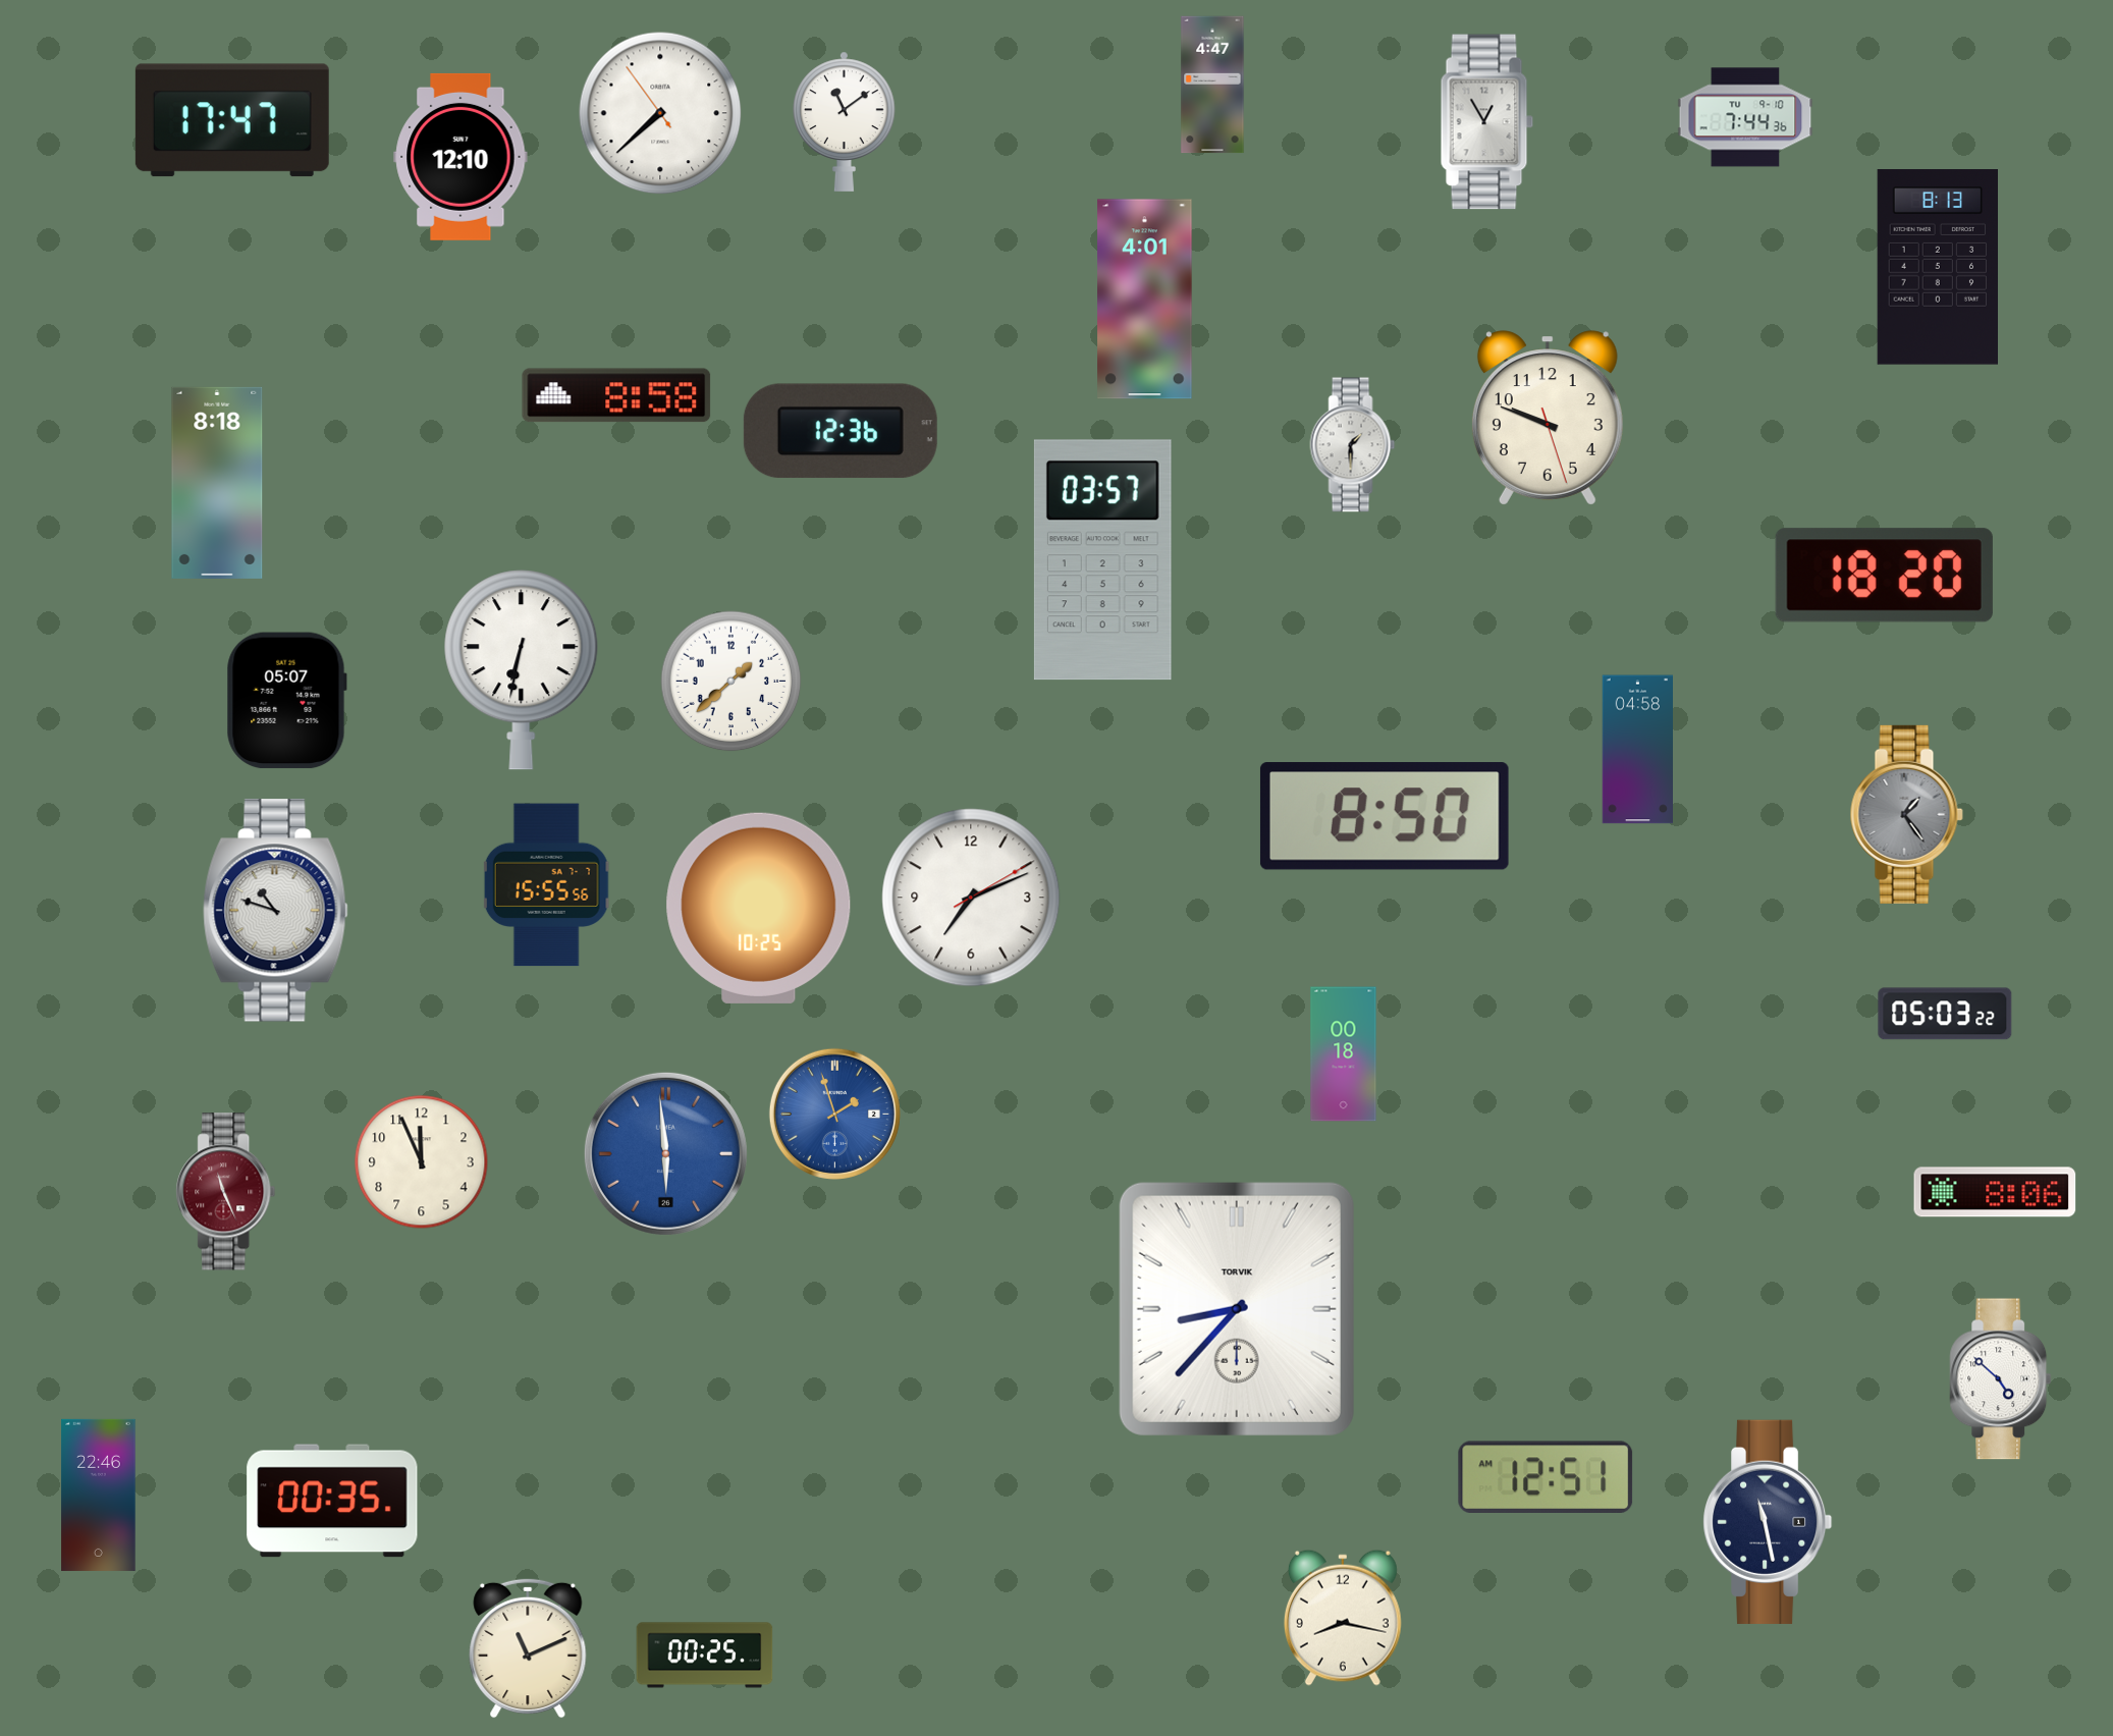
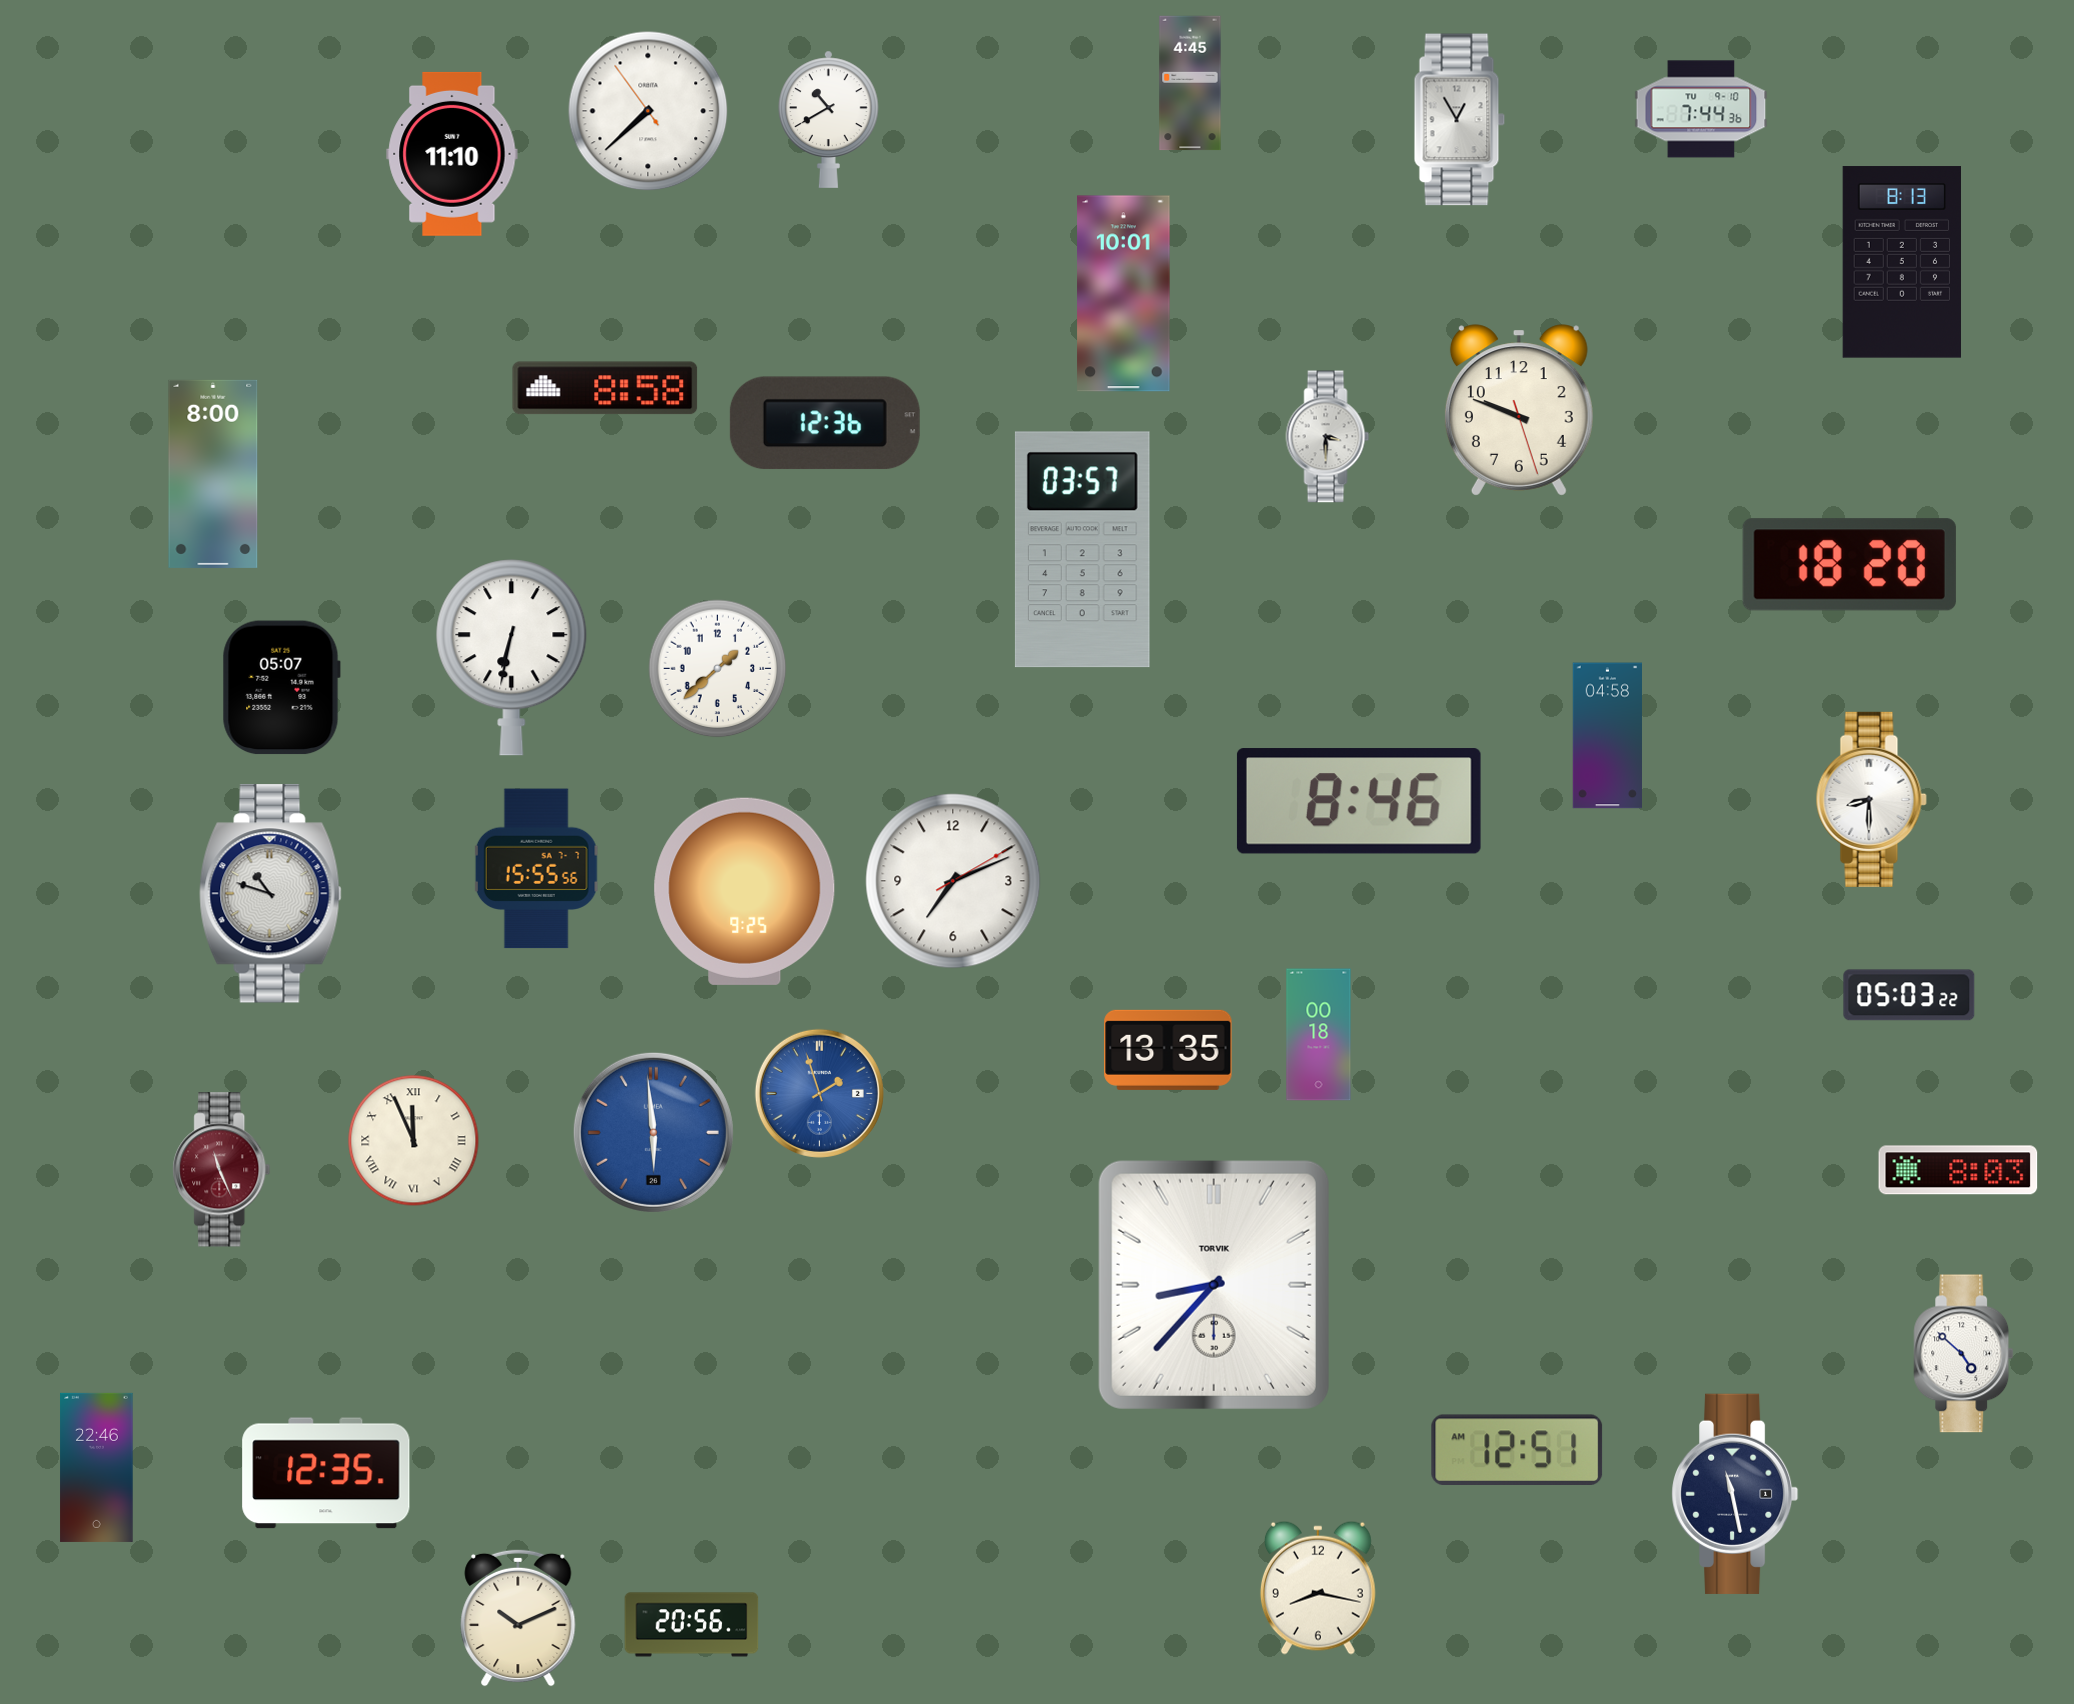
clock at (1212, 85): 4:47 -> 4:45
clock at (1745, 117) position: (1745, 117) -> (1701, 109)
clock at (232, 120): 17:47 -> none
clock at (845, 121): 11:09 -> 10:40
clock at (460, 157): 12:10 -> 11:10
clock at (1145, 300): 4:01 -> 10:01
clock at (1353, 445): 1:30 -> 3:30
clock at (217, 483): 8:18 -> 8:00
clock at (1906, 814): 1:24 -> 8:30
clock at (1906, 814) dial: grey -> white
clock at (1385, 816): 8:50 -> 8:46
clock at (759, 908): 10:25 -> 9:25
clock at (1168, 1050): none -> 13:35
clock at (422, 1162) numerals: Arabic -> Roman
clock at (1995, 1192): 8:06 -> 8:03
clock at (332, 1501): 00:35 -> 12:35
clock at (528, 1648): 11:11 -> 10:11
clock at (705, 1656): 00:25 -> 20:56
